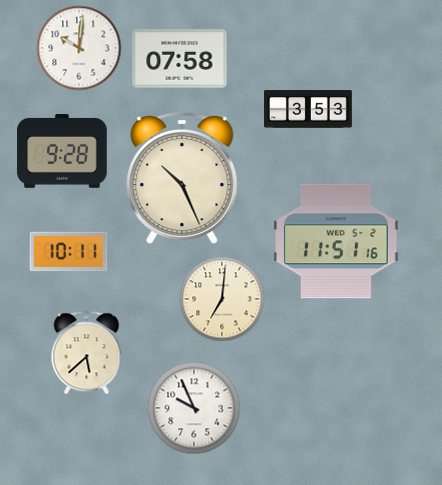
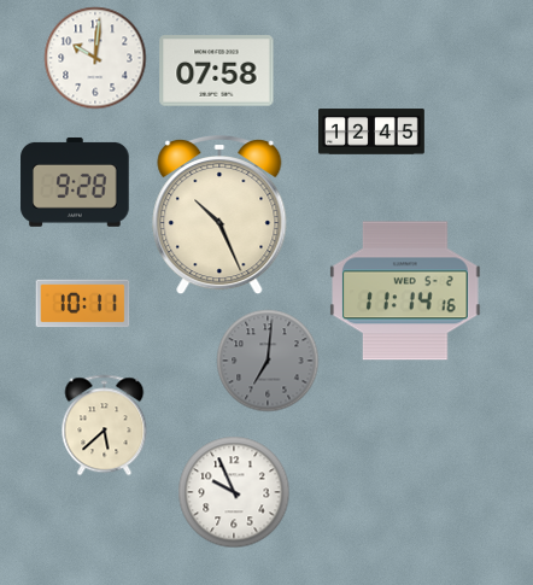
clock at (309, 109): 3:53 -> 12:45
clock at (336, 241): 11:51 -> 11:14
clock at (222, 299) dial: cream -> grey
